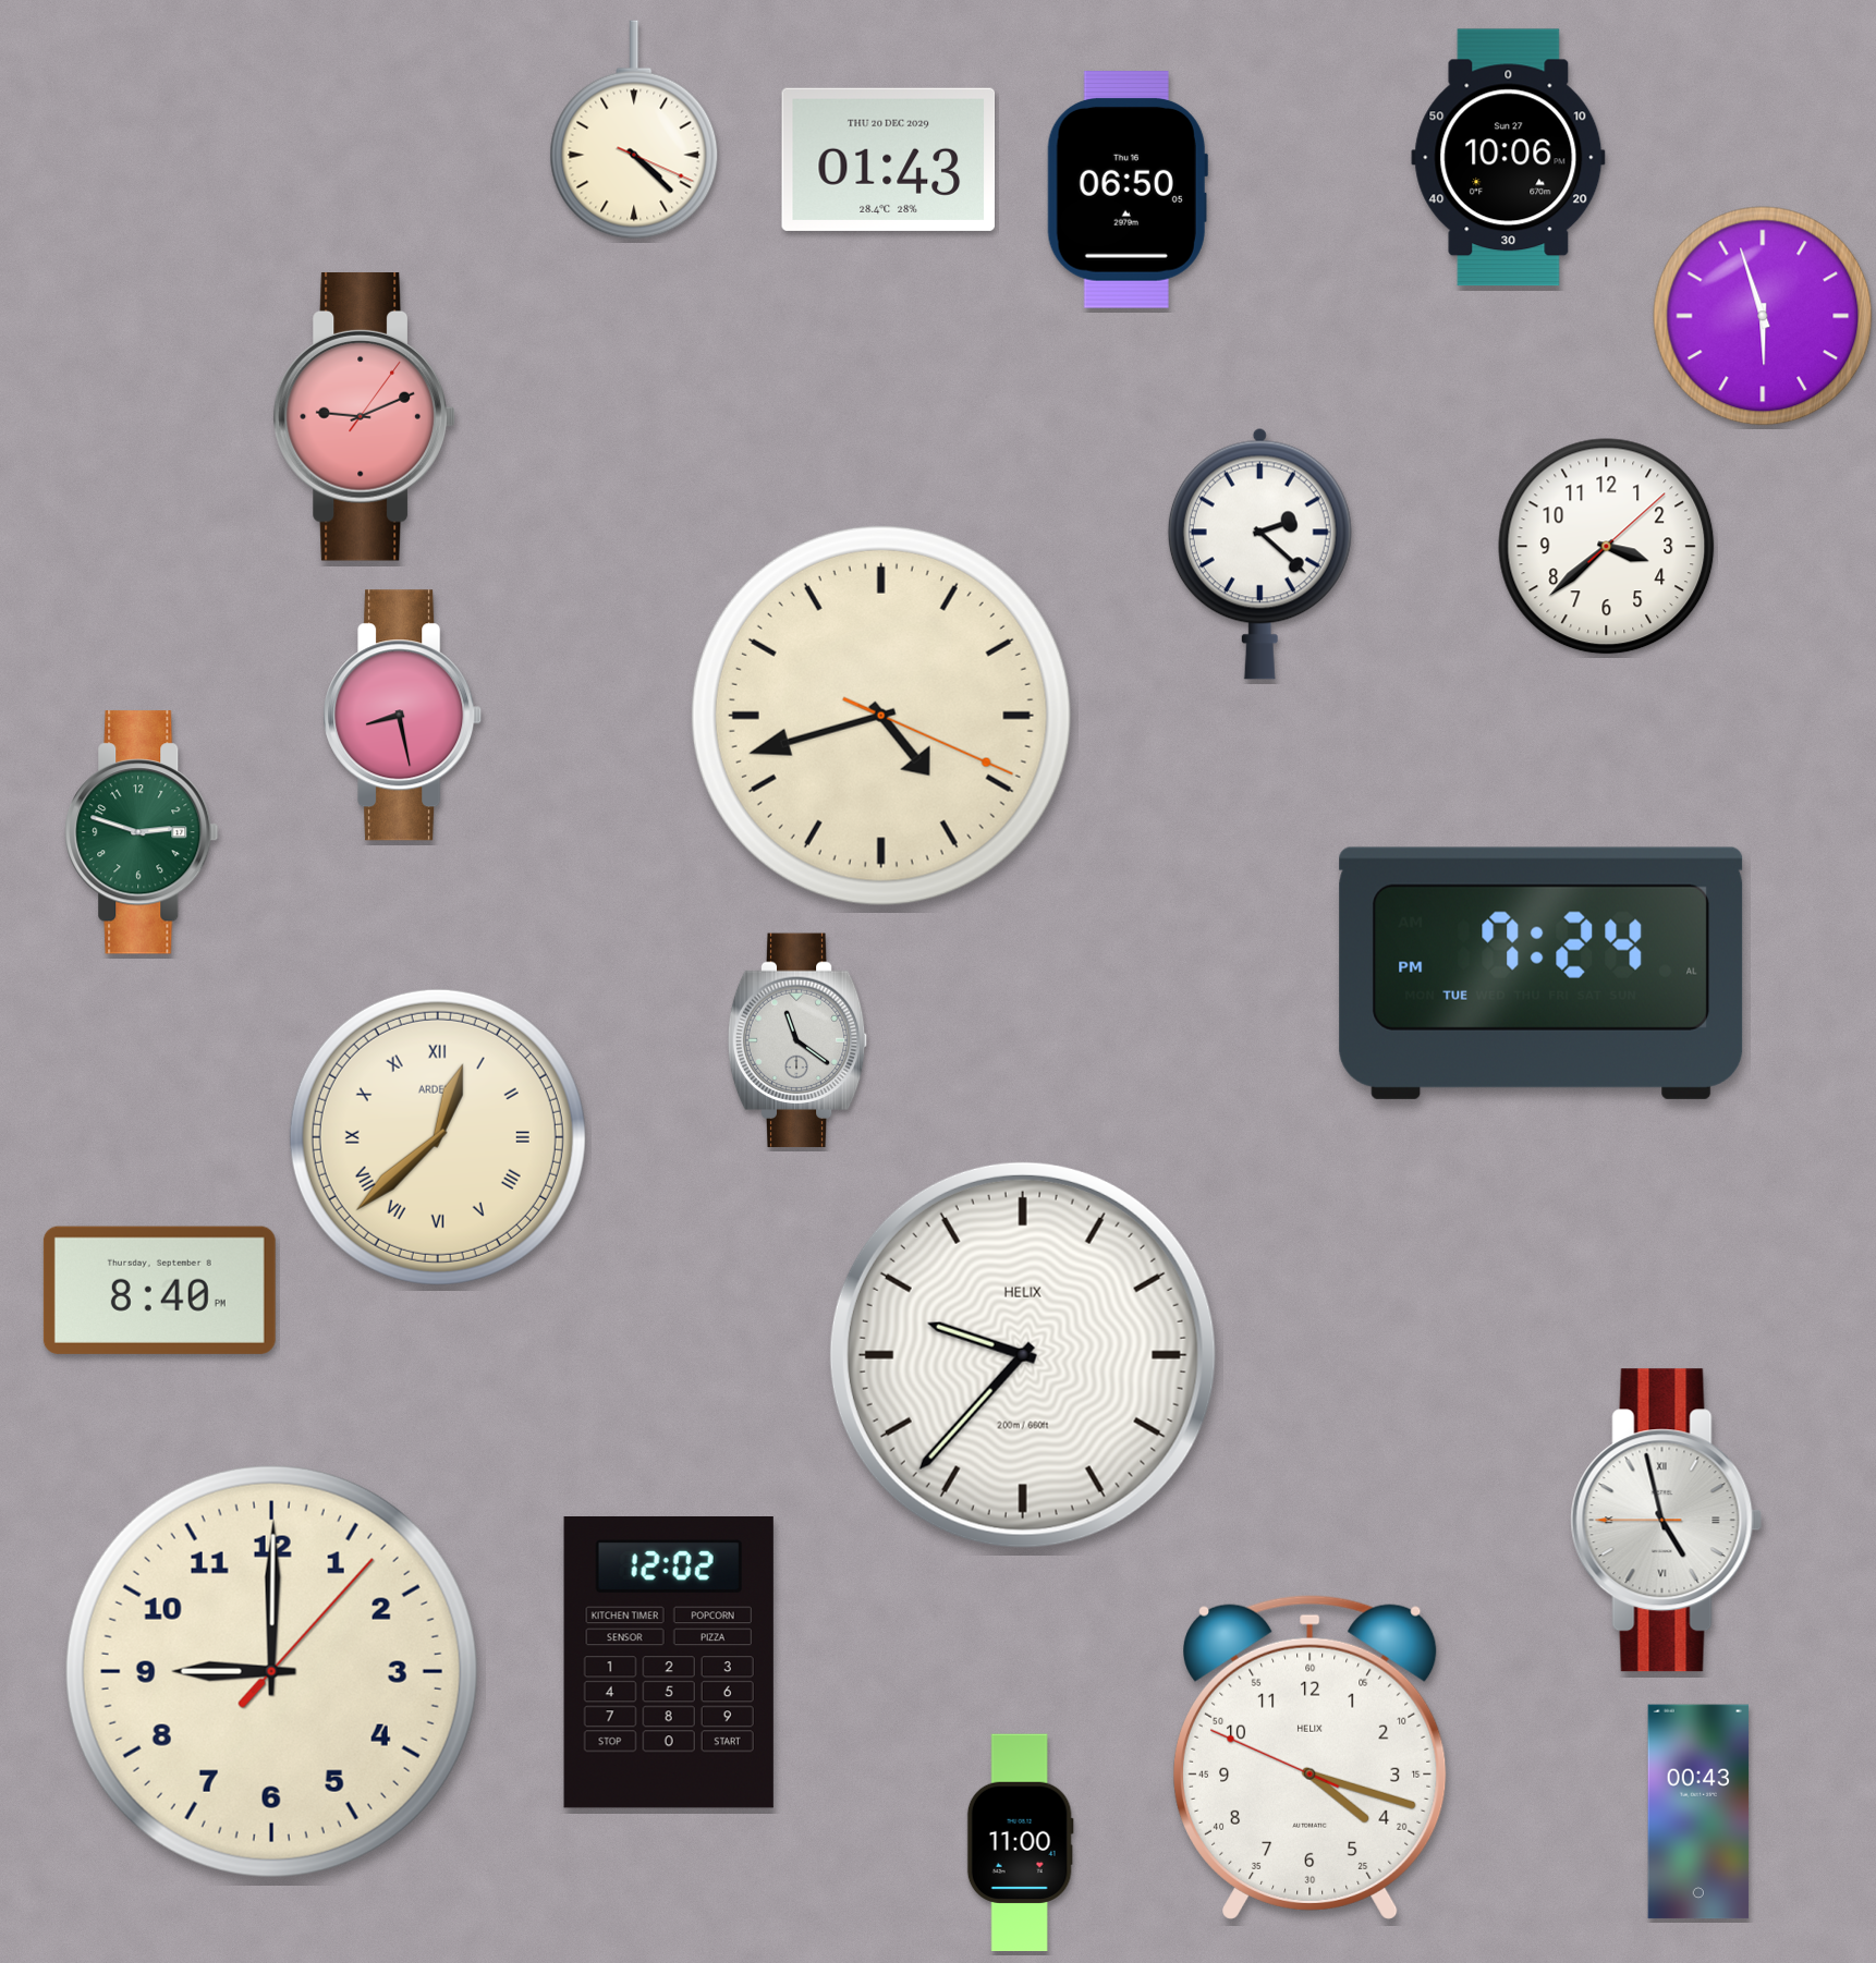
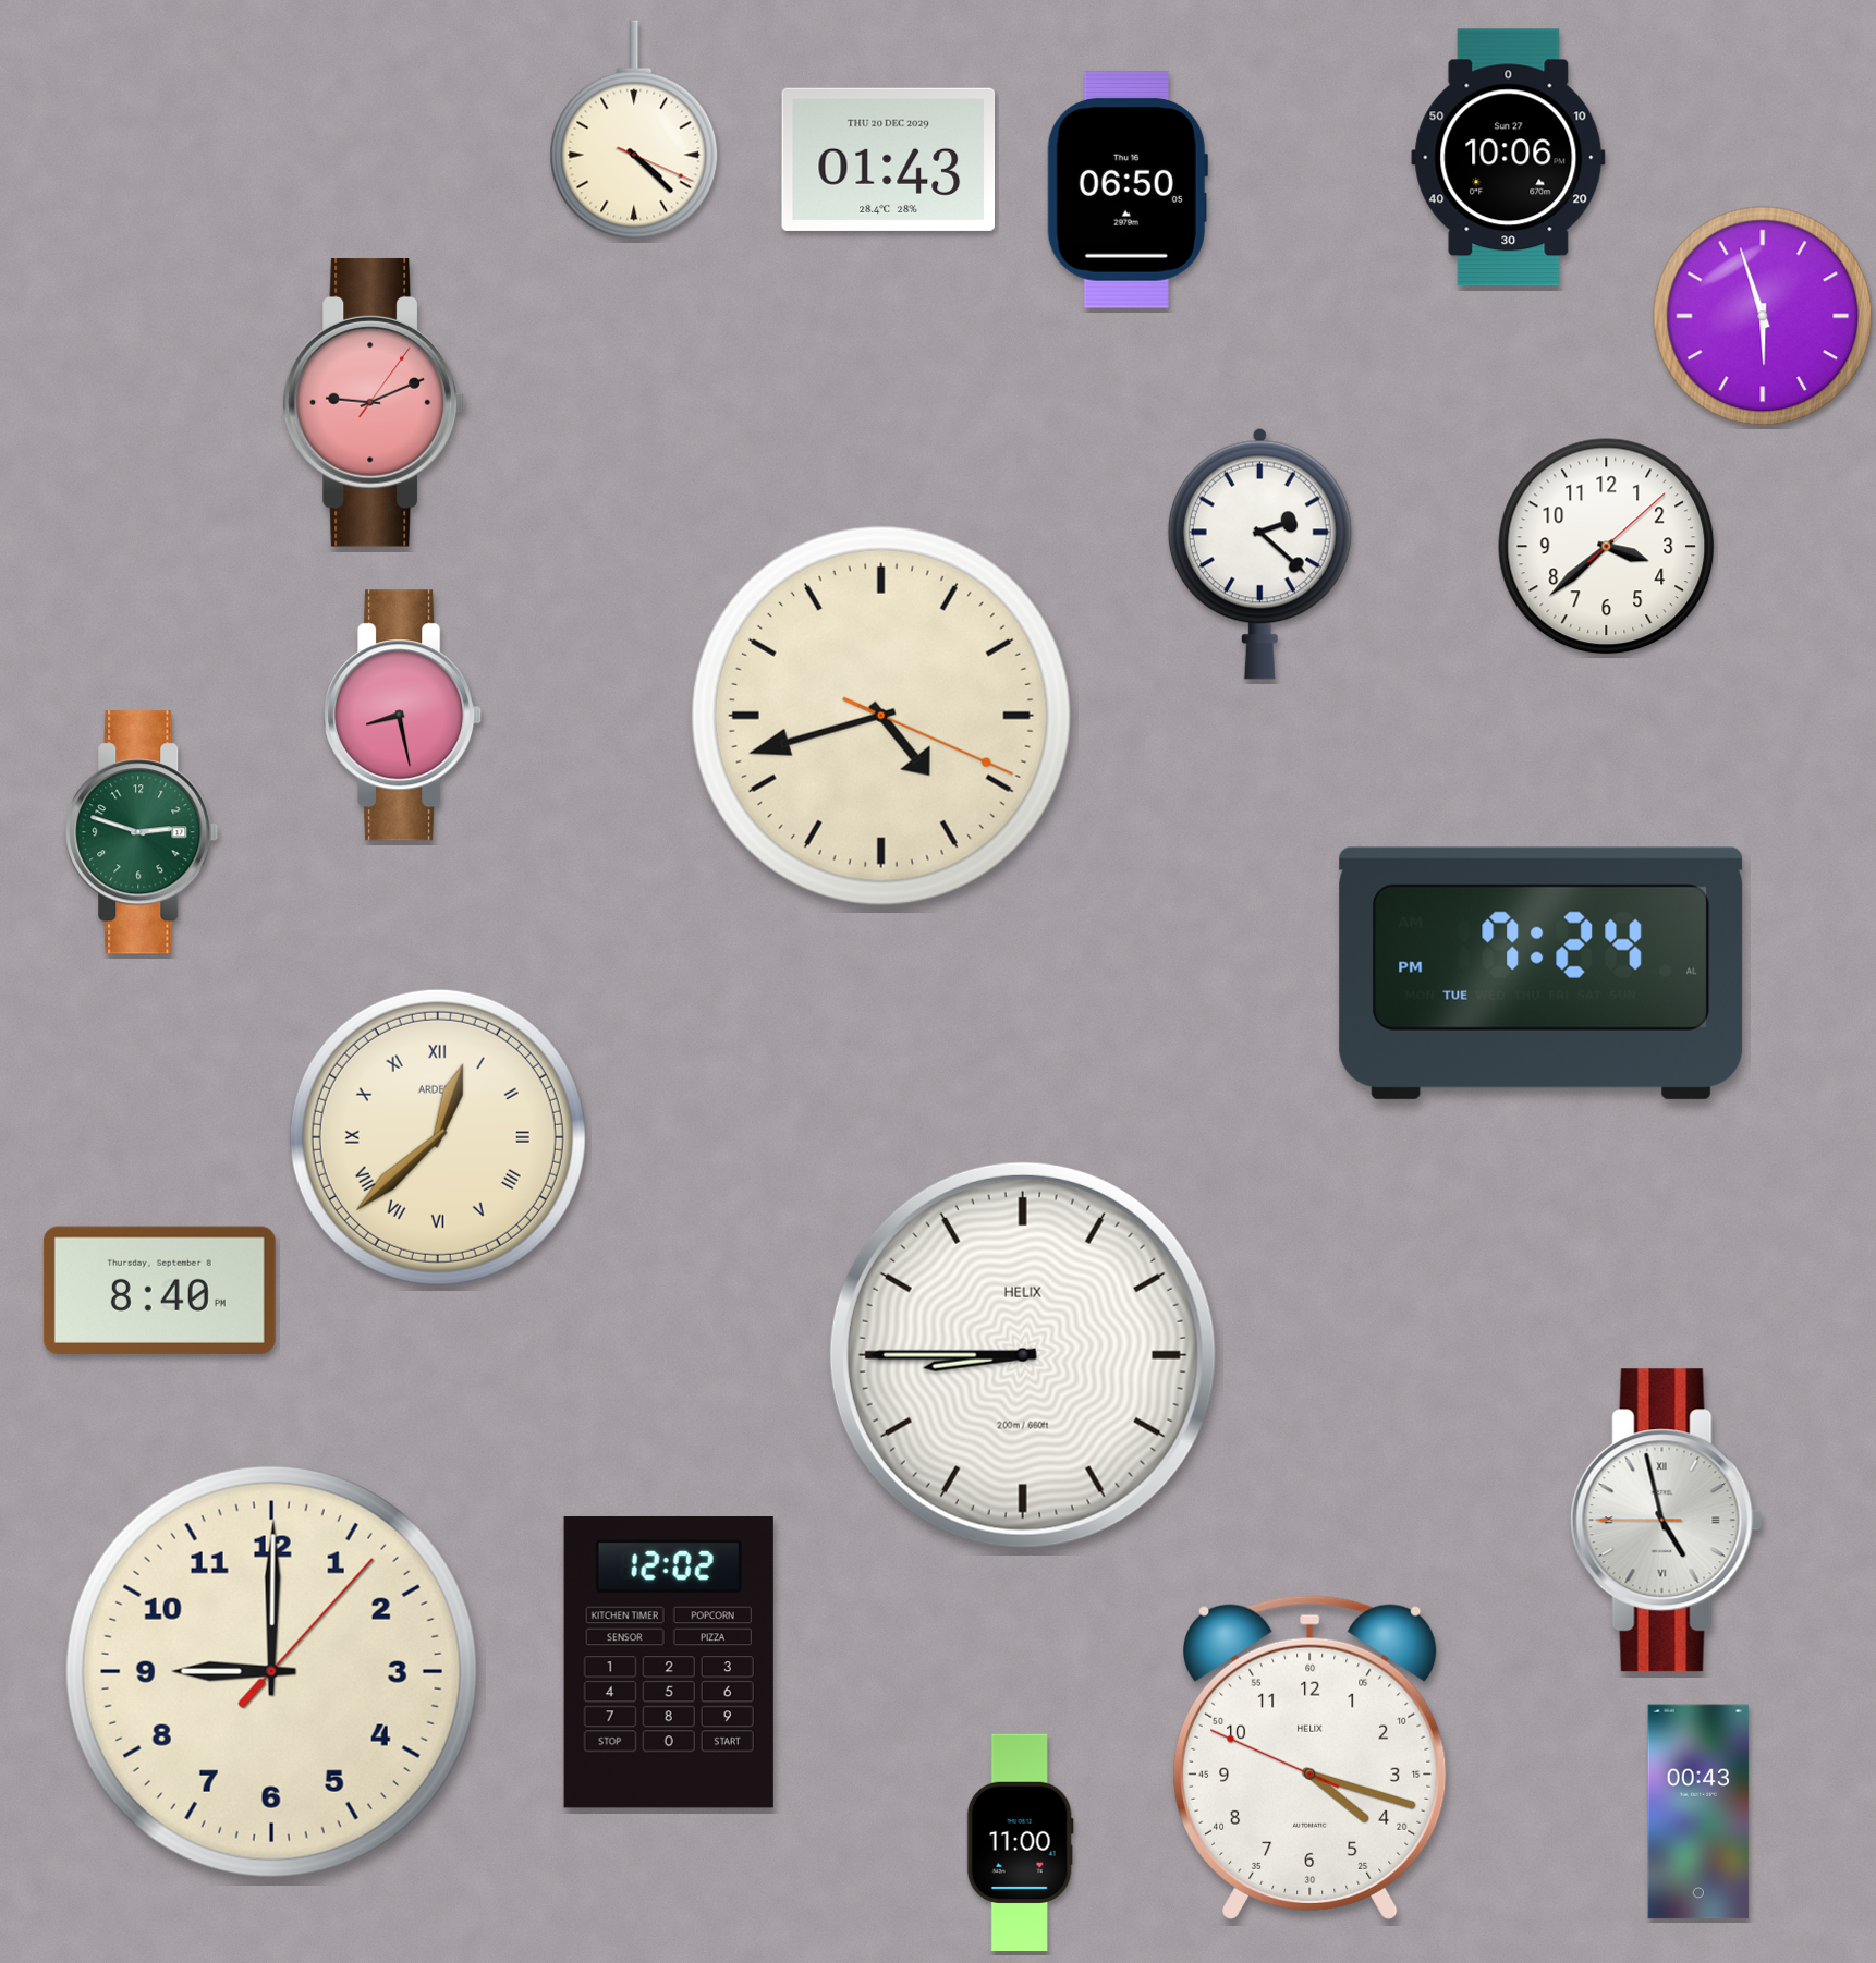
clock at (364, 417) position: (364, 417) -> (374, 403)
clock at (797, 1040): 11:21 -> none
clock at (1023, 1355): 9:37 -> 8:45
